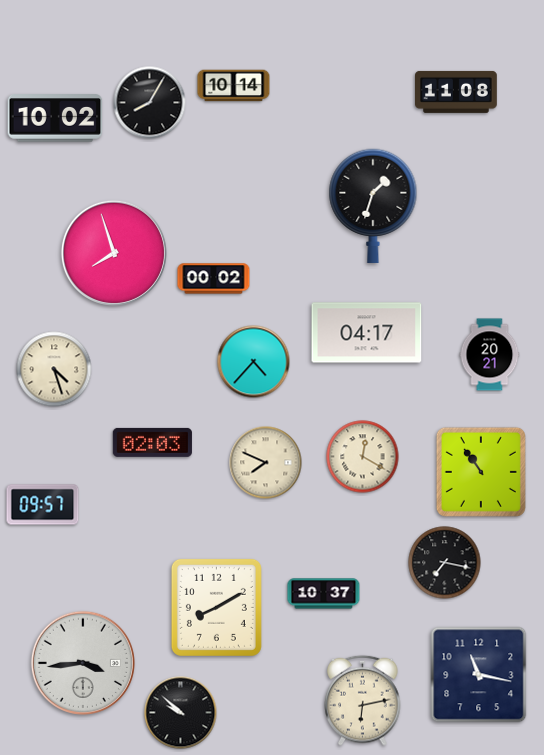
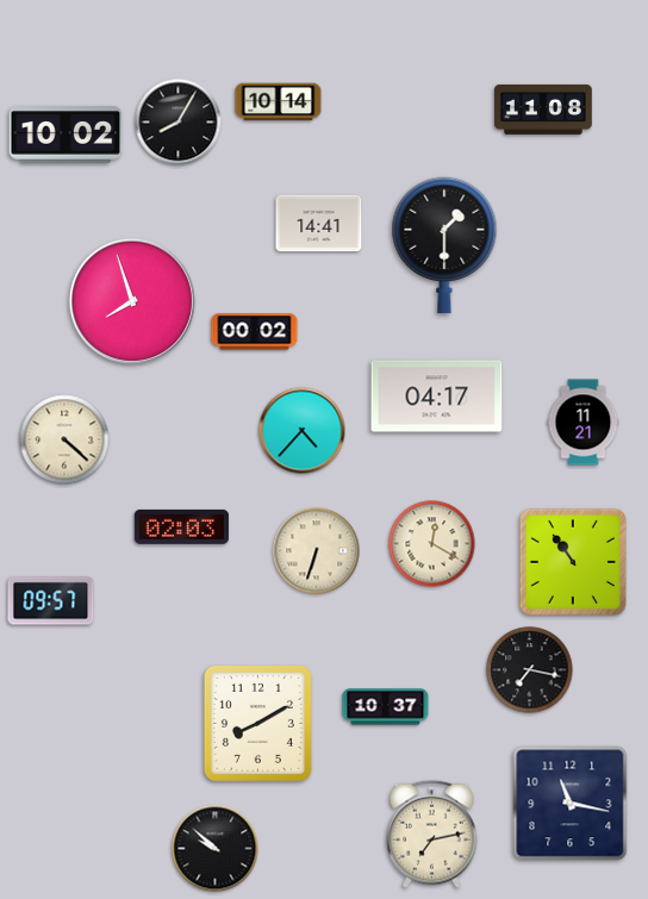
clock at (55, 118) position: (55, 118) -> (66, 135)
clock at (319, 224): none -> 14:41
clock at (373, 206): 1:33 -> 1:30
clock at (114, 253) position: (114, 253) -> (132, 301)
clock at (490, 355): 20:21 -> 11:21
clock at (54, 369): 4:27 -> 4:22
clock at (266, 463): 7:49 -> 6:33
clock at (83, 663): 3:44 -> none
clock at (363, 700): 6:13 -> 7:13
